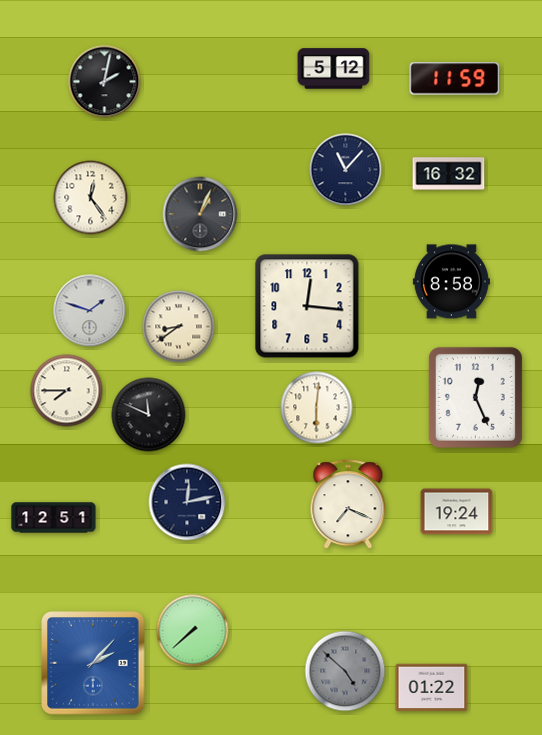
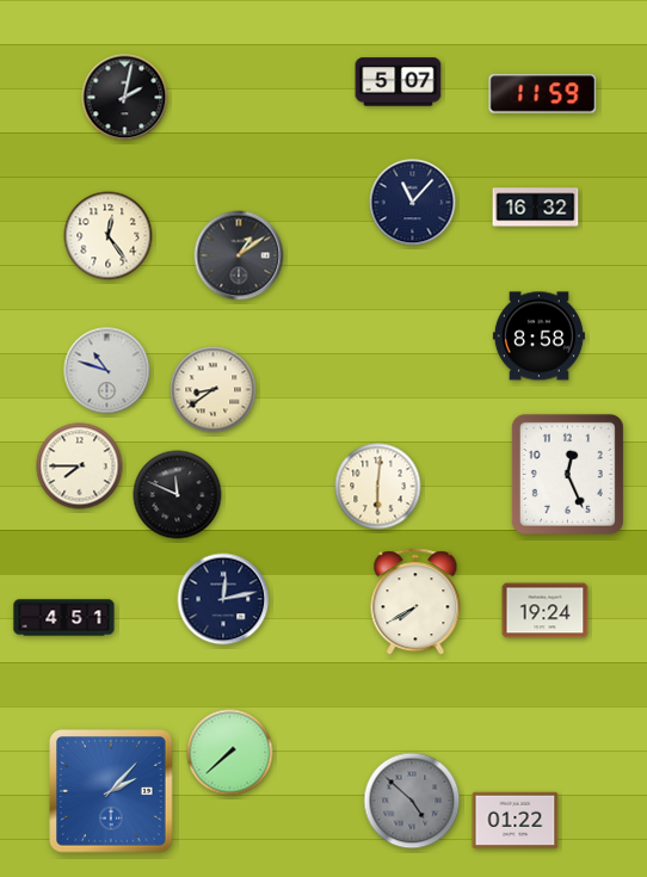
clock at (334, 69): 5:12 -> 5:07
clock at (200, 214): 1:04 -> 1:09
clock at (307, 306): 12:16 -> none
clock at (90, 311): 1:48 -> 10:48
clock at (348, 505): 7:19 -> 7:40
clock at (54, 518): 12:51 -> 4:51
